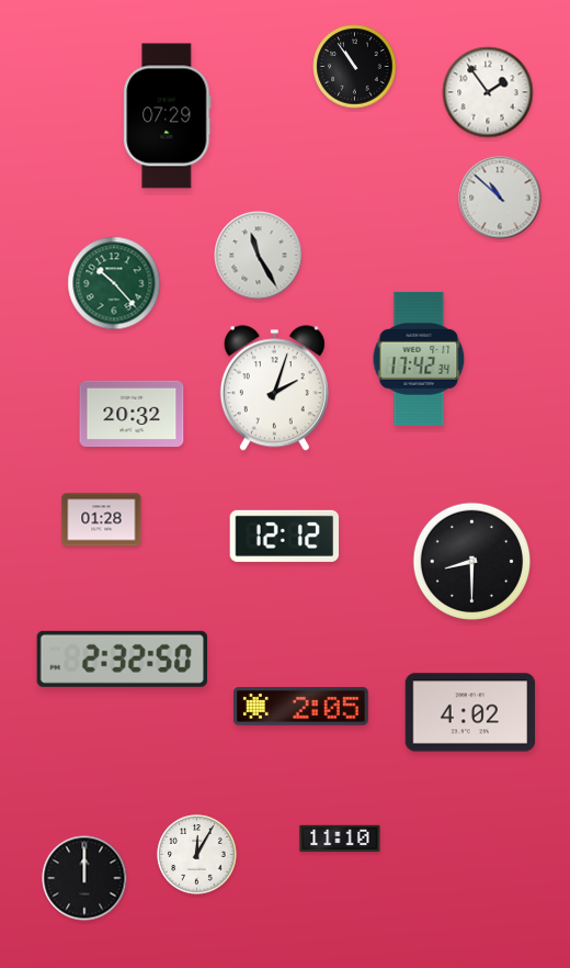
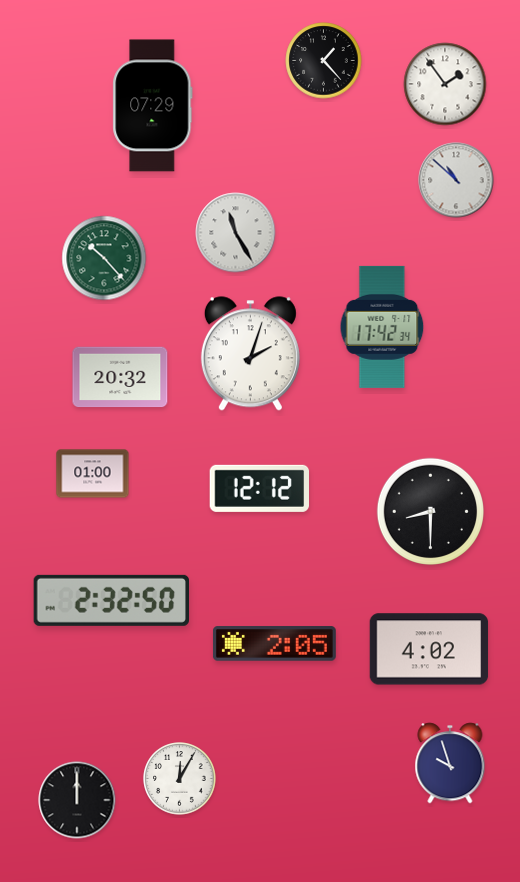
clock at (355, 67): 10:54 -> 1:23
clock at (102, 520): 01:28 -> 01:00
clock at (450, 763): none -> 9:57
clock at (340, 838): 11:10 -> none
